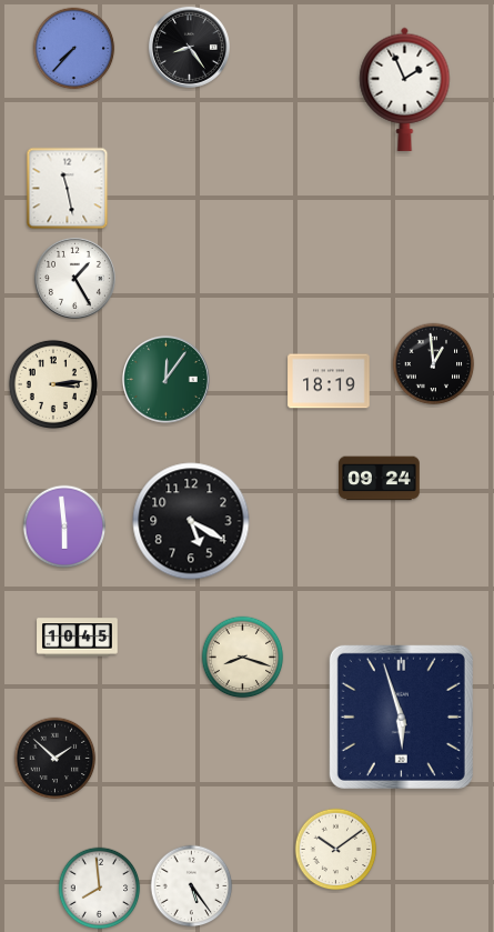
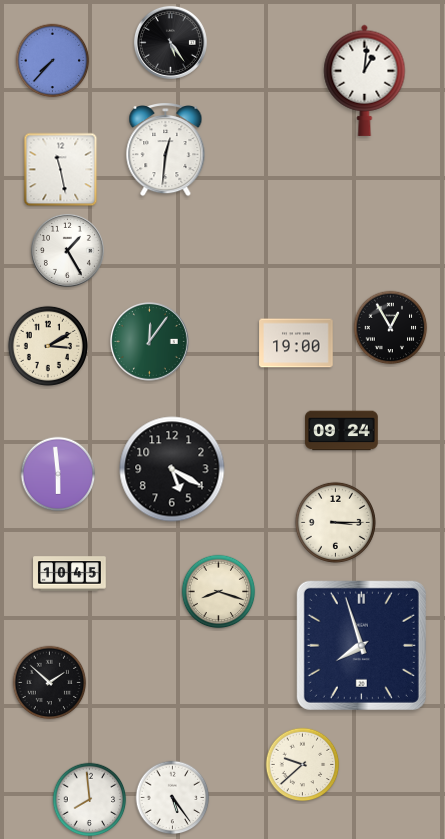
clock at (189, 47): 8:24 -> 5:24
clock at (74, 49) position: (74, 49) -> (53, 61)
clock at (405, 89): 1:56 -> 1:01
clock at (166, 150): none -> 12:31
clock at (434, 364): 12:59 -> 12:55
clock at (329, 381): 18:19 -> 19:00
clock at (53, 384): 3:14 -> 3:10
clock at (335, 522): none -> 3:15
clock at (401, 716): 5:57 -> 7:57
clock at (336, 850): 10:09 -> 9:38
